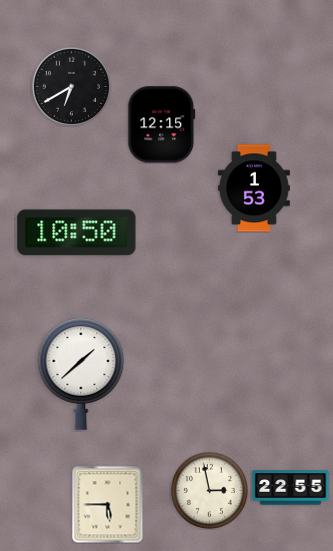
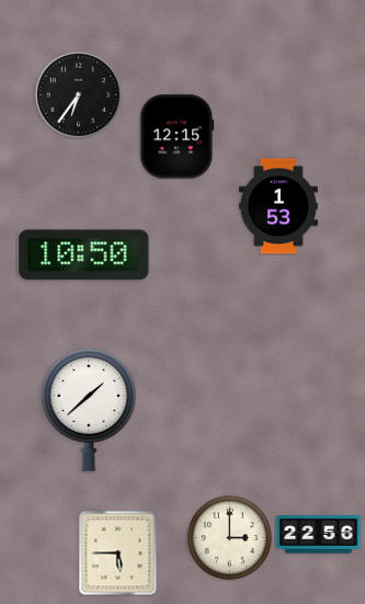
clock at (71, 86): 6:40 -> 6:36
clock at (291, 488): 22:55 -> 22:56
clock at (209, 490): 2:58 -> 3:00
